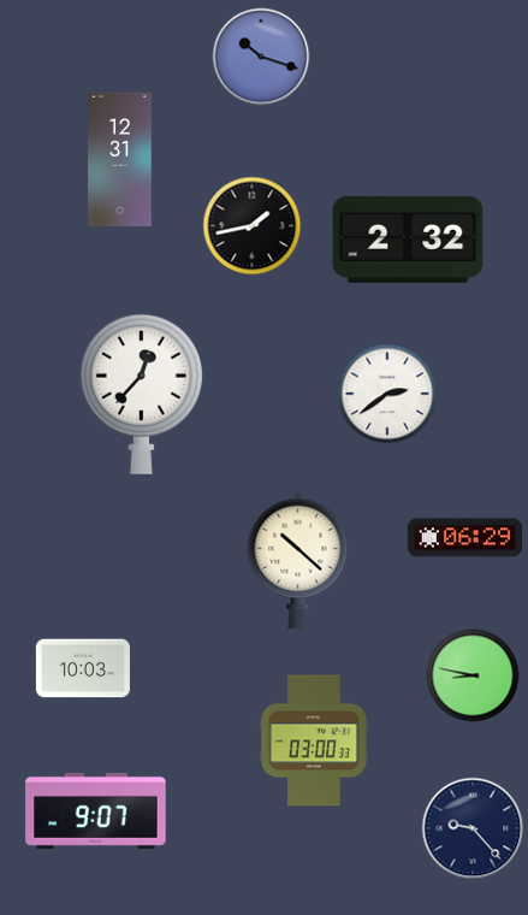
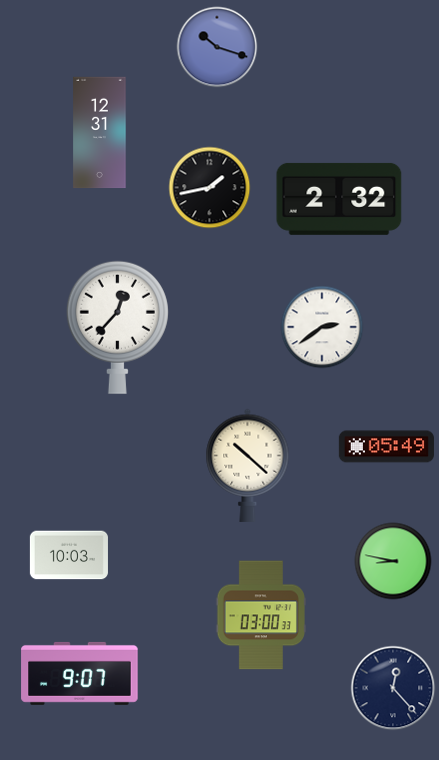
clock at (464, 538): 06:29 -> 05:49
clock at (473, 828): 9:23 -> 12:23
